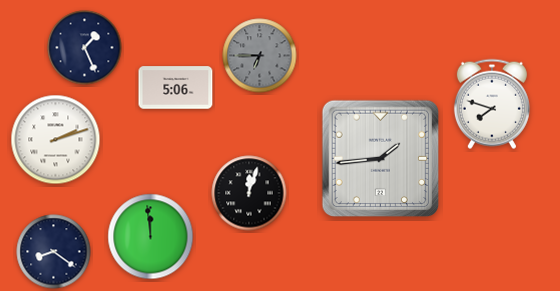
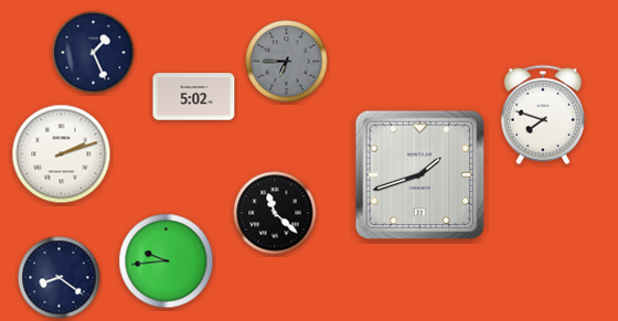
clock at (176, 88): 5:06 -> 5:02
clock at (381, 159): 1:44 -> 1:42
clock at (249, 193): 12:03 -> 11:22
clock at (151, 237): 11:59 -> 9:44
